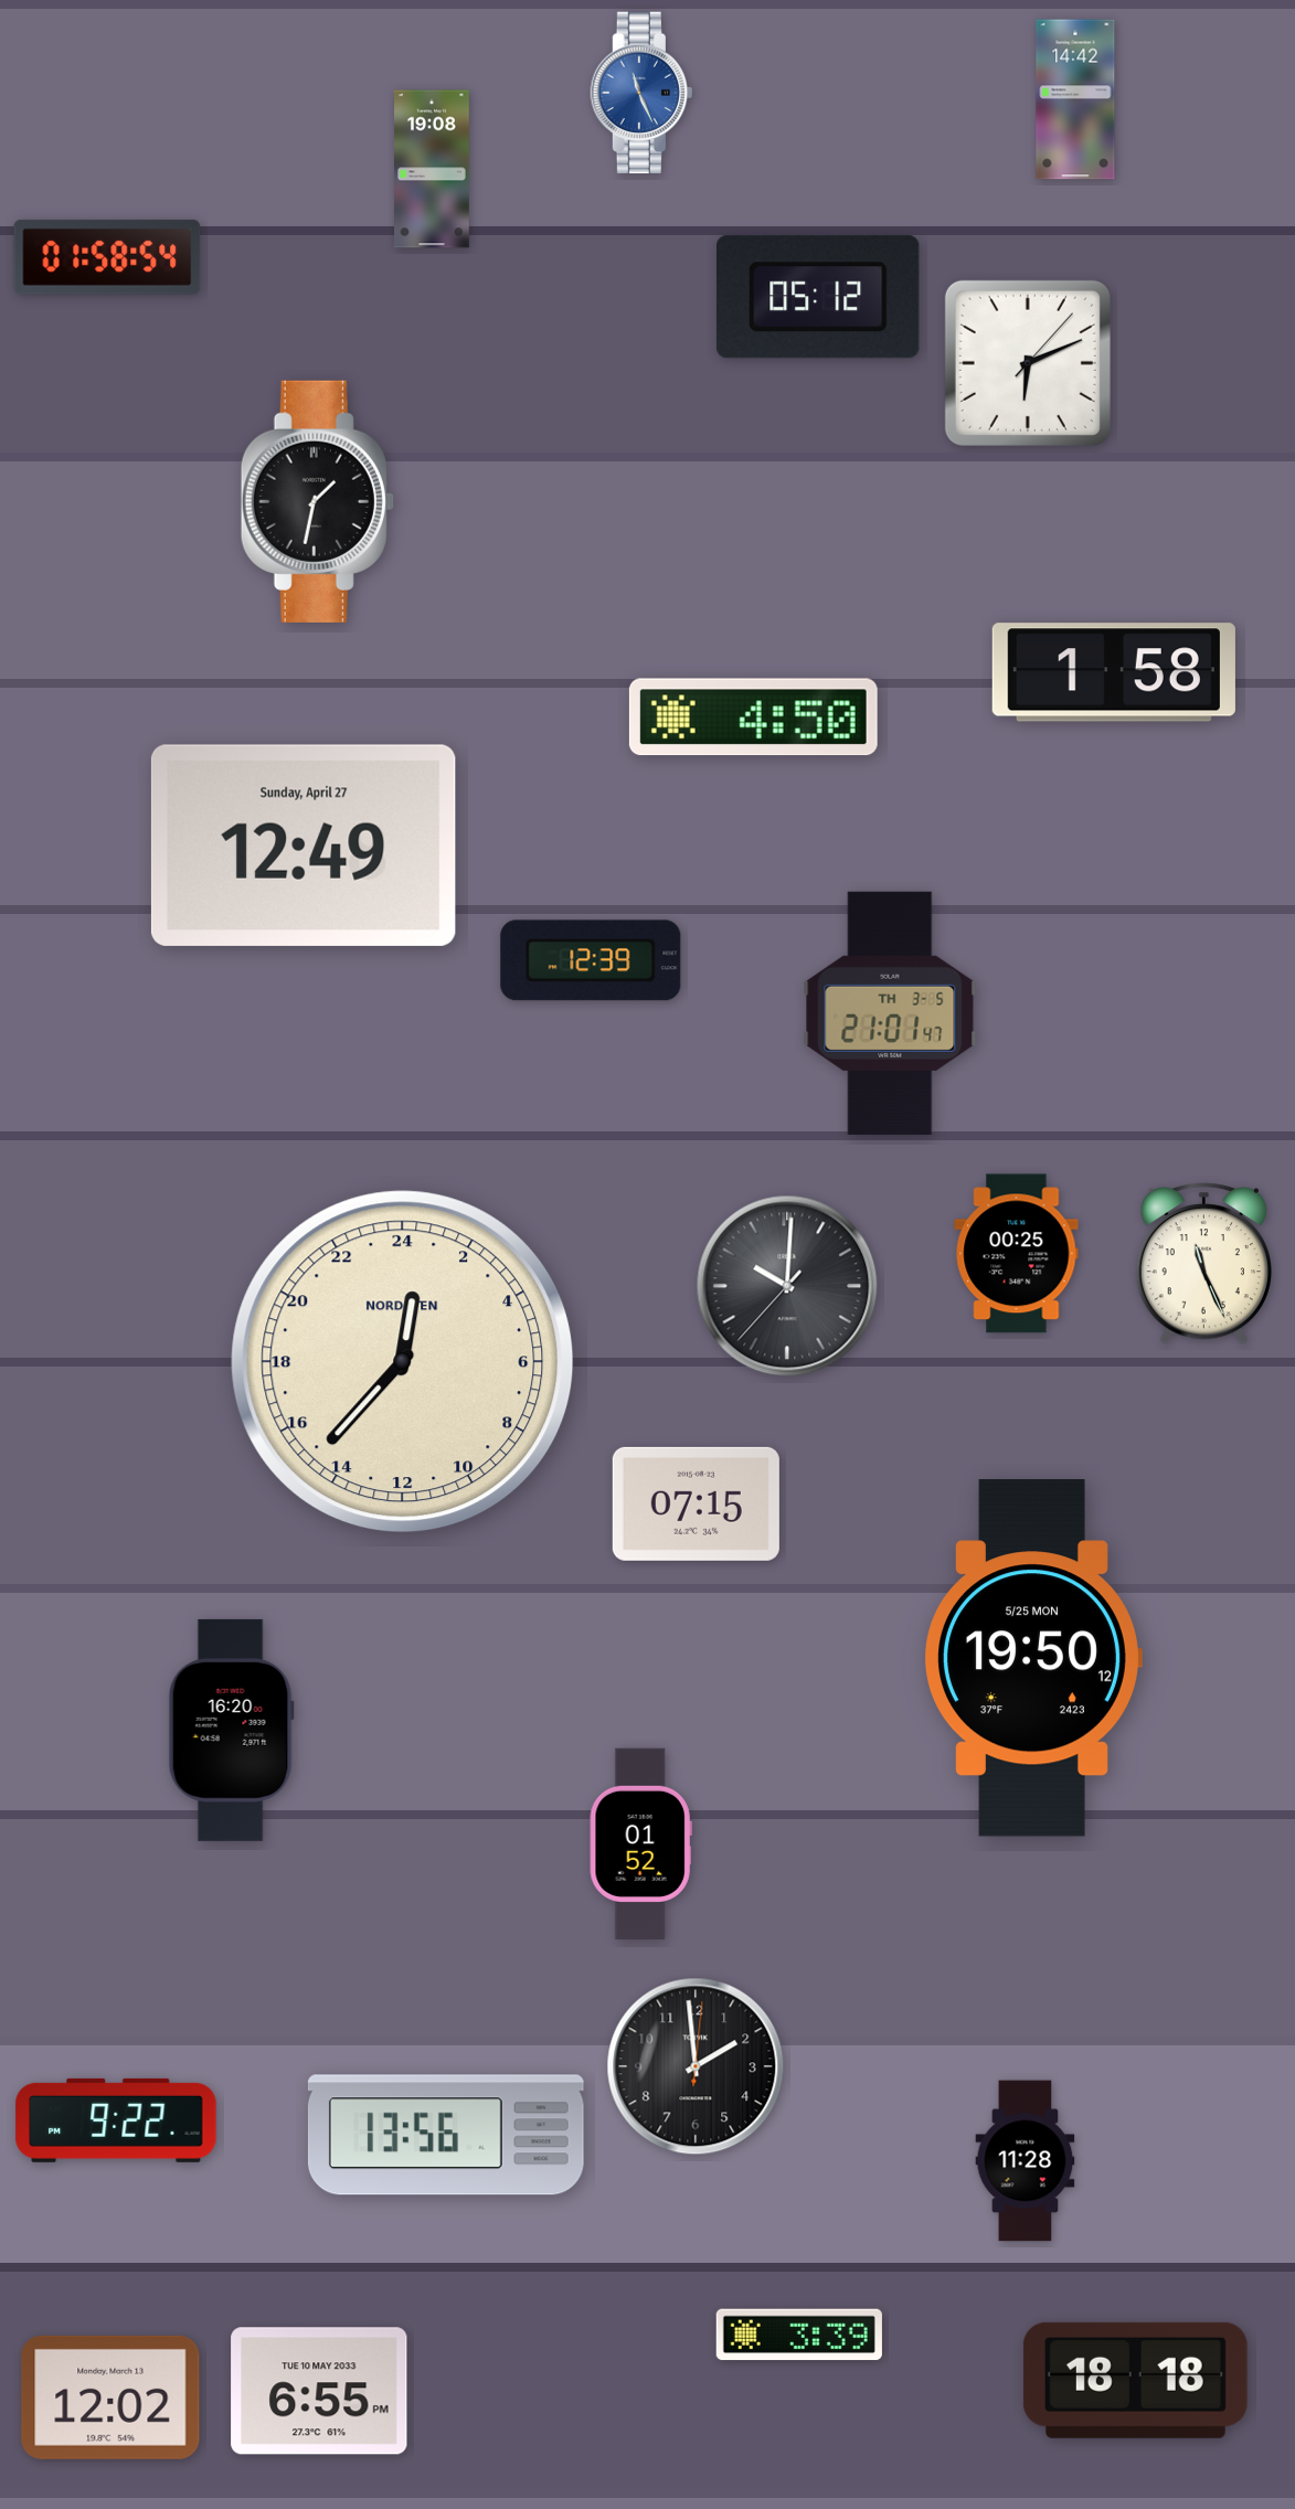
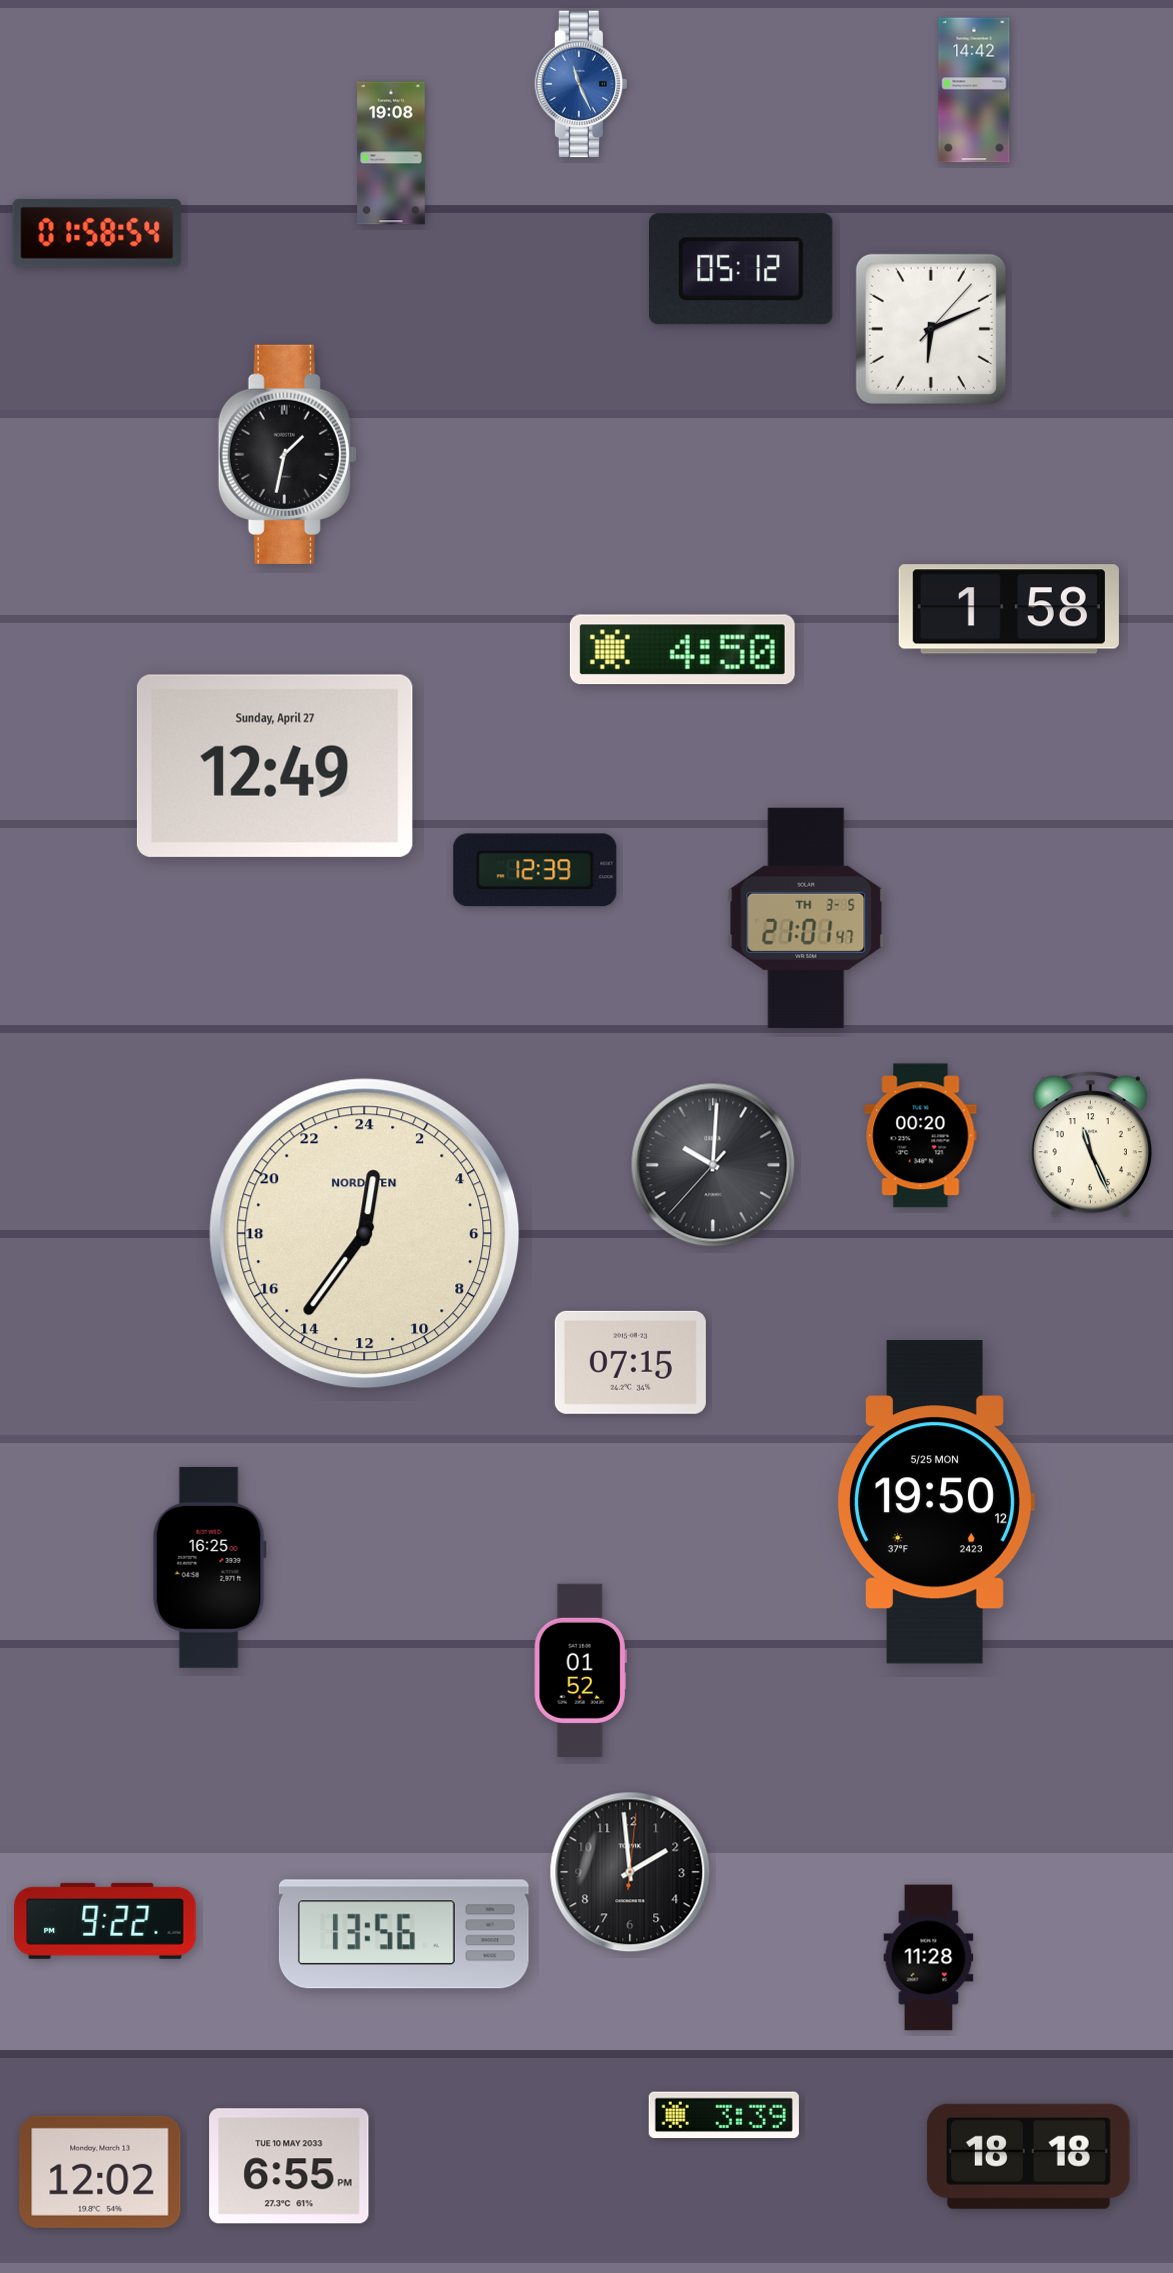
clock at (1017, 1254): 00:25 -> 00:20
clock at (403, 1362): 0:37 -> 0:36
clock at (231, 1730): 16:20 -> 16:25
